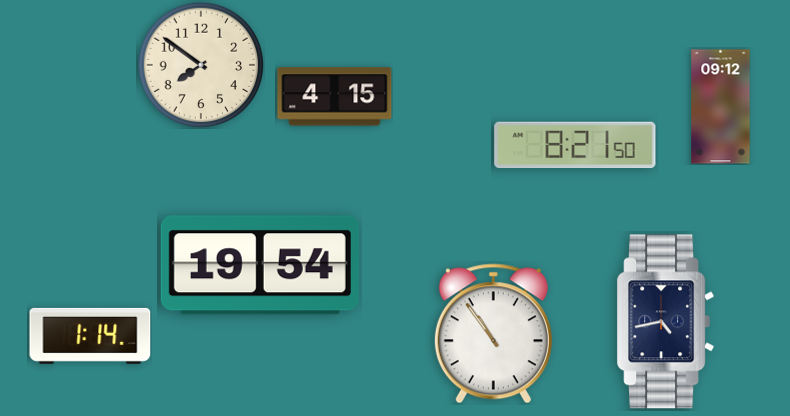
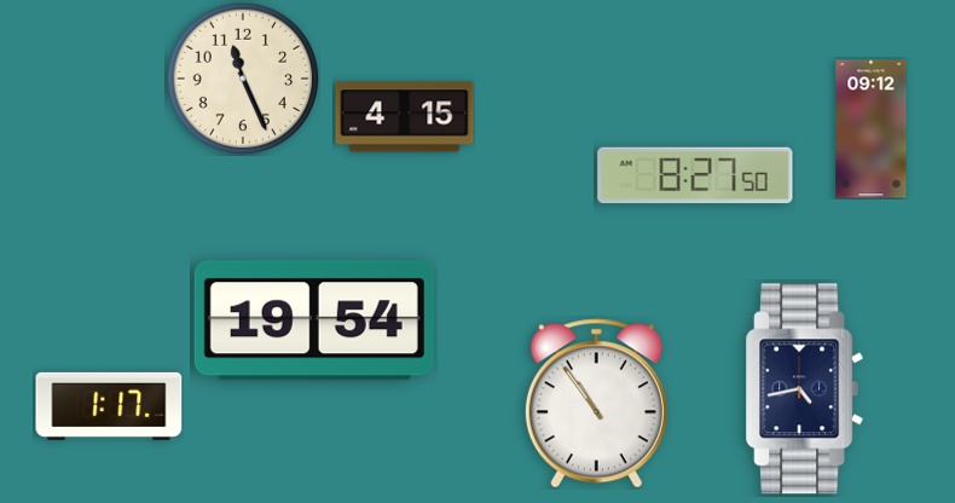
clock at (201, 65): 7:51 -> 11:26
clock at (575, 145): 8:21 -> 8:27
clock at (90, 336): 1:14 -> 1:17
